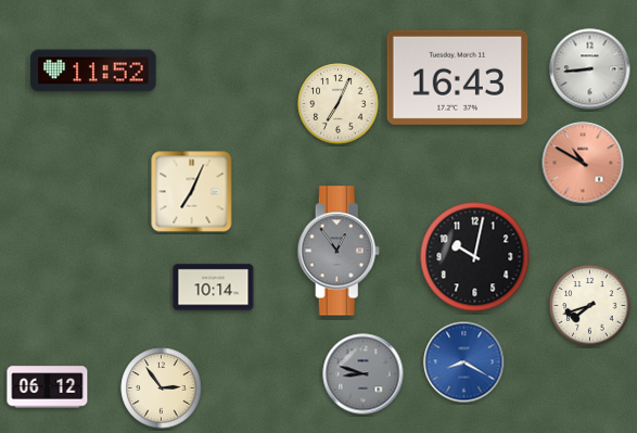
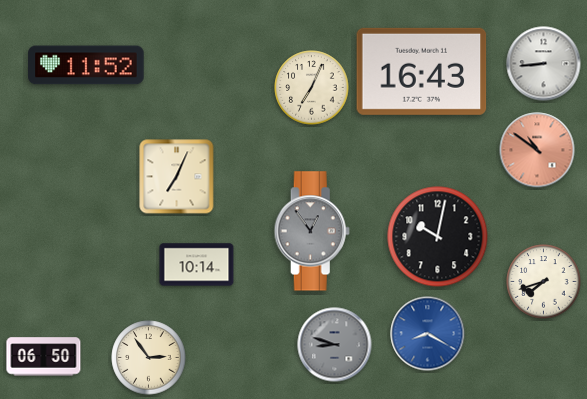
clock at (339, 104) position: (339, 104) -> (312, 88)
clock at (583, 163): 10:50 -> 10:51
clock at (48, 387): 06:12 -> 06:50
